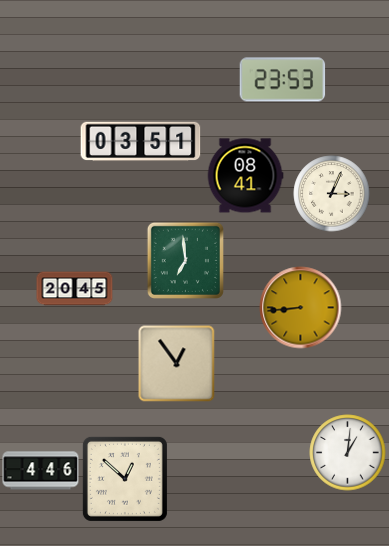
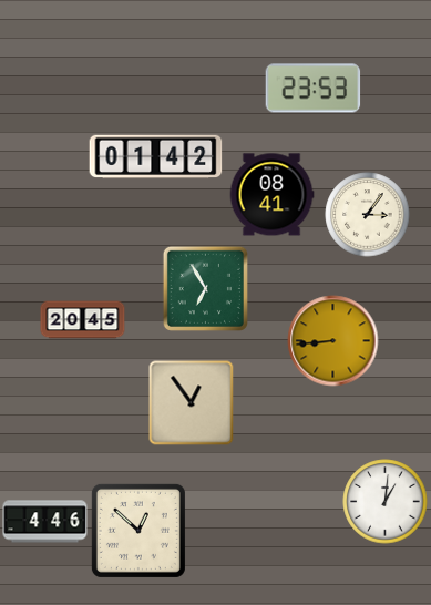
clock at (141, 142): 03:51 -> 01:42
clock at (332, 194): 3:04 -> 3:06
clock at (185, 260): 6:59 -> 6:55
clock at (177, 364) position: (177, 364) -> (192, 403)
